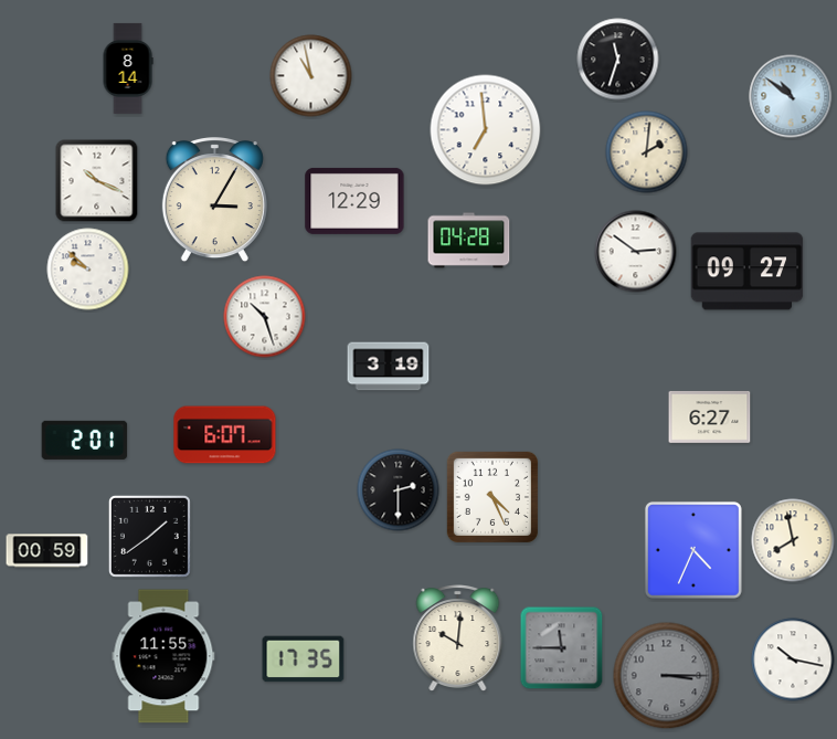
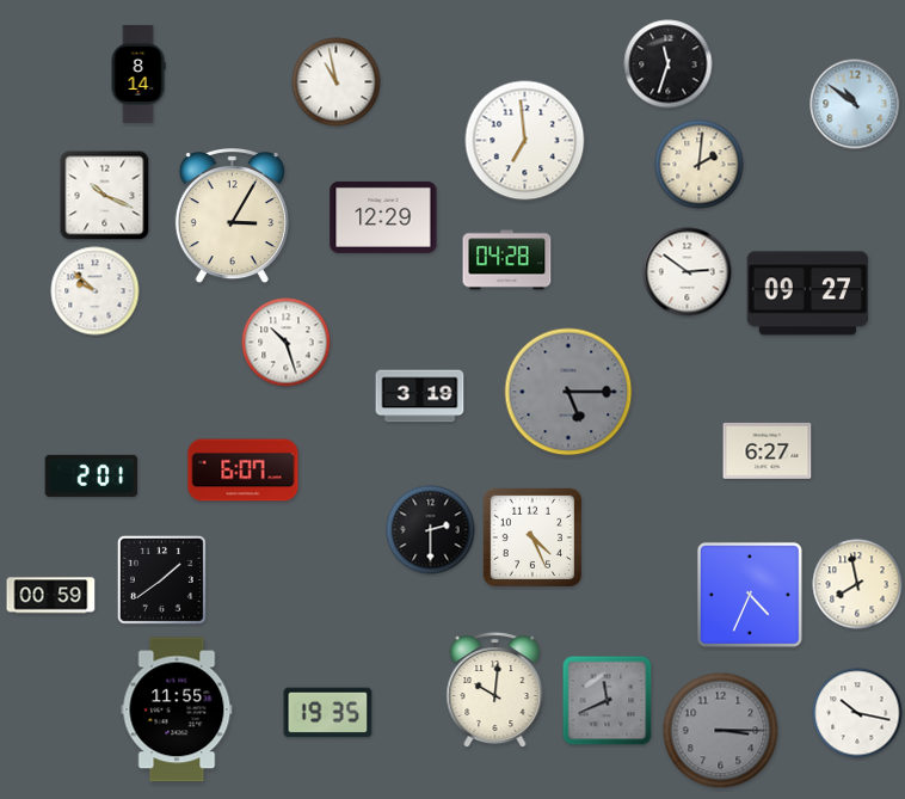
clock at (568, 392): none -> 5:15
clock at (562, 648): 11:45 -> 11:41
clock at (304, 659): 17:35 -> 19:35
